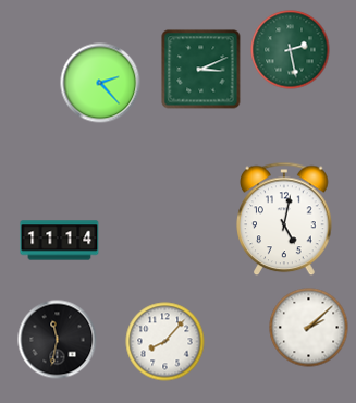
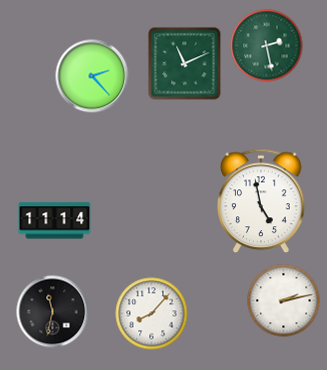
clock at (201, 70): 3:11 -> 11:11
clock at (284, 219): 5:02 -> 4:58
clock at (309, 328): 2:08 -> 2:13
